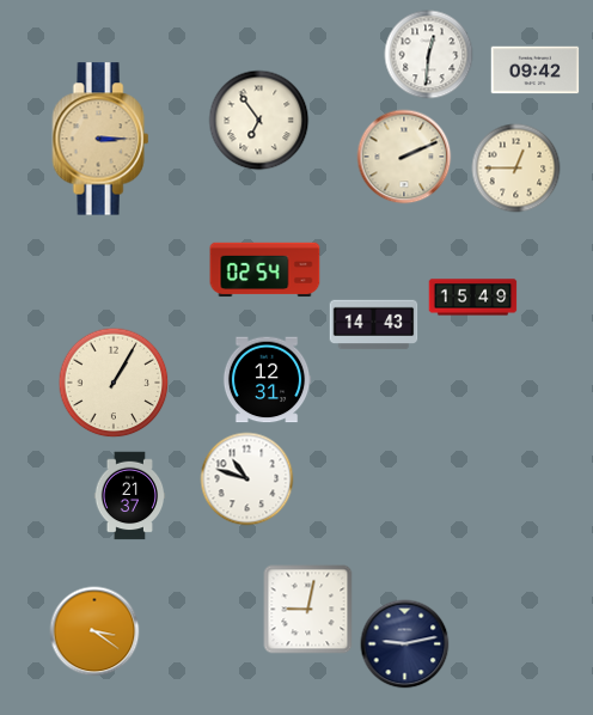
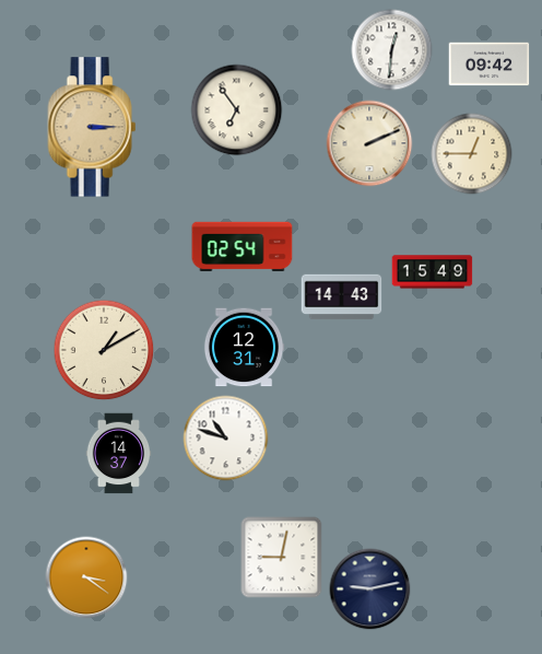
clock at (114, 383): 1:05 -> 1:10
clock at (130, 496): 21:37 -> 14:37
